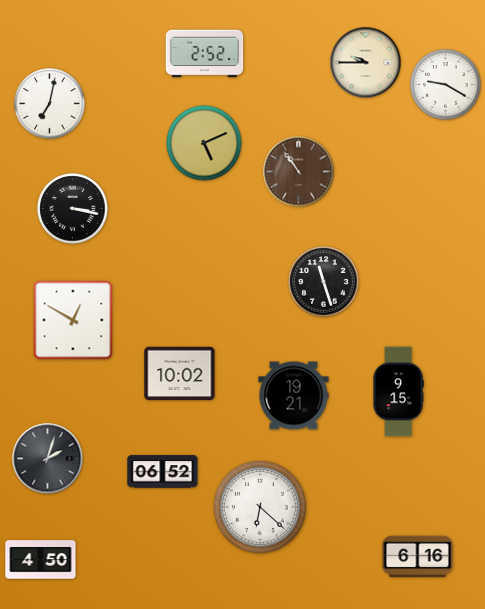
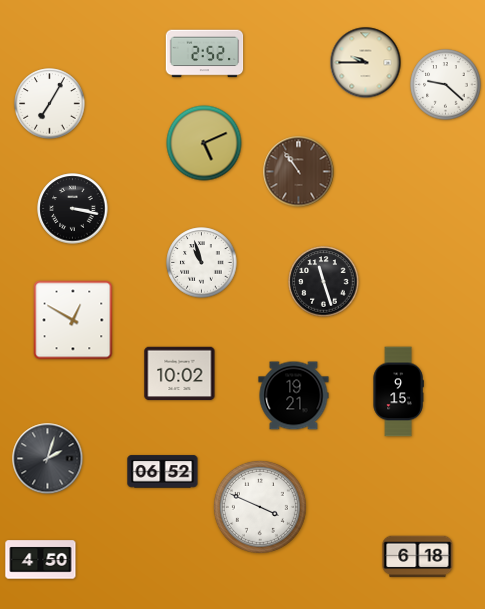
clock at (446, 85): 9:20 -> 9:22
clock at (50, 104): 7:02 -> 7:05
clock at (202, 263): none -> 10:57
clock at (260, 507): 6:22 -> 3:49
clock at (418, 557): 6:16 -> 6:18
